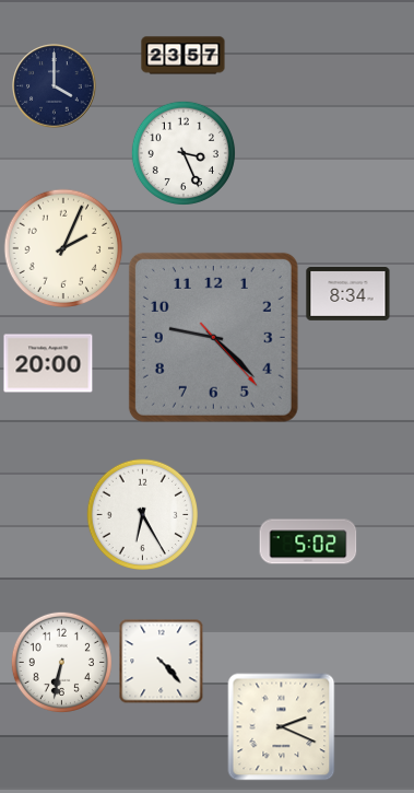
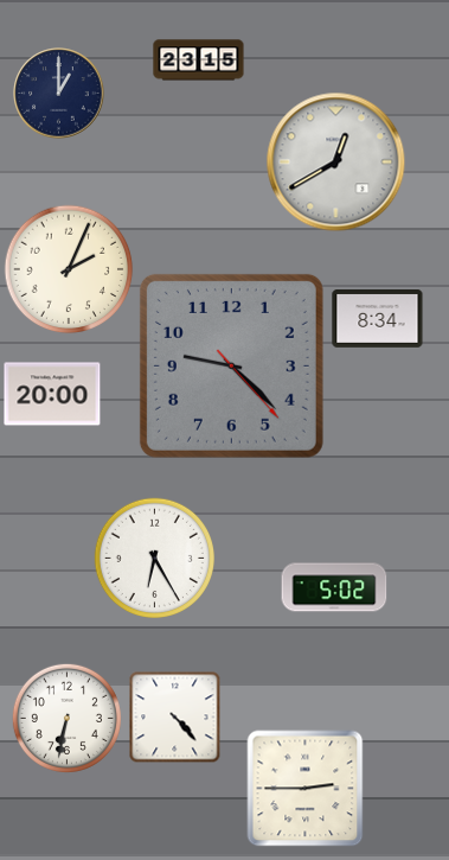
clock at (184, 56): 23:57 -> 23:15
clock at (55, 86): 4:00 -> 1:00
clock at (336, 163): none -> 12:40
clock at (184, 153): 3:26 -> none
clock at (282, 727): 2:19 -> 2:45
